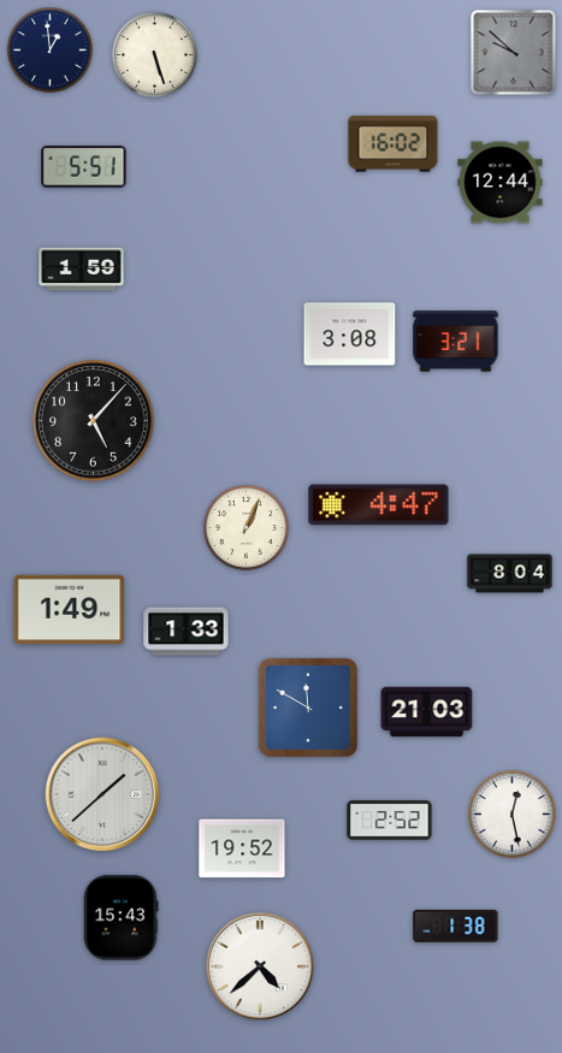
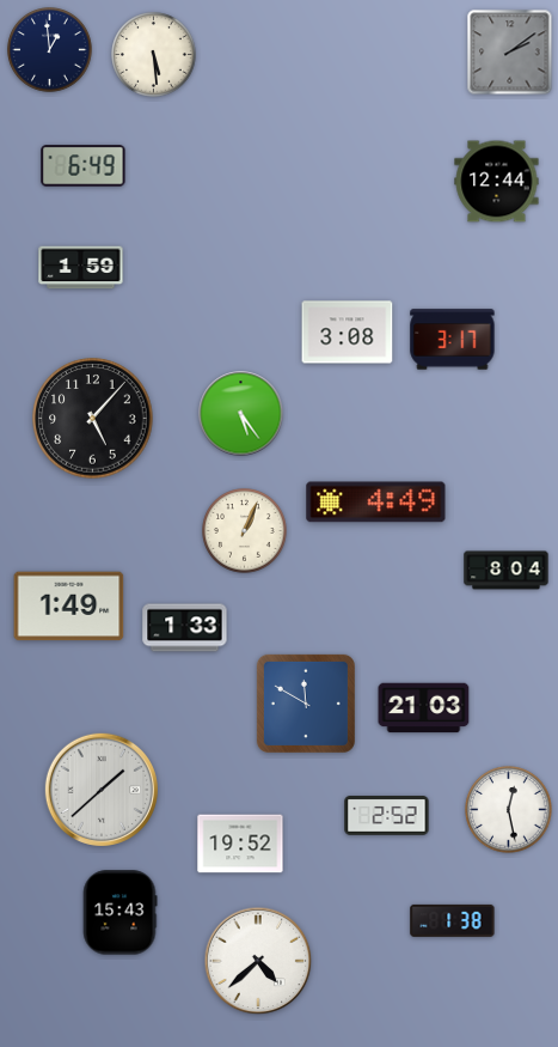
clock at (514, 53): 9:52 -> 2:09
clock at (155, 55): 5:27 -> 5:29
clock at (394, 144): 16:02 -> none
clock at (84, 167): 5:51 -> 6:49
clock at (456, 342): 3:21 -> 3:17
clock at (241, 414): none -> 5:24
clock at (379, 505): 4:47 -> 4:49
clock at (247, 528) position: (247, 528) -> (245, 531)
